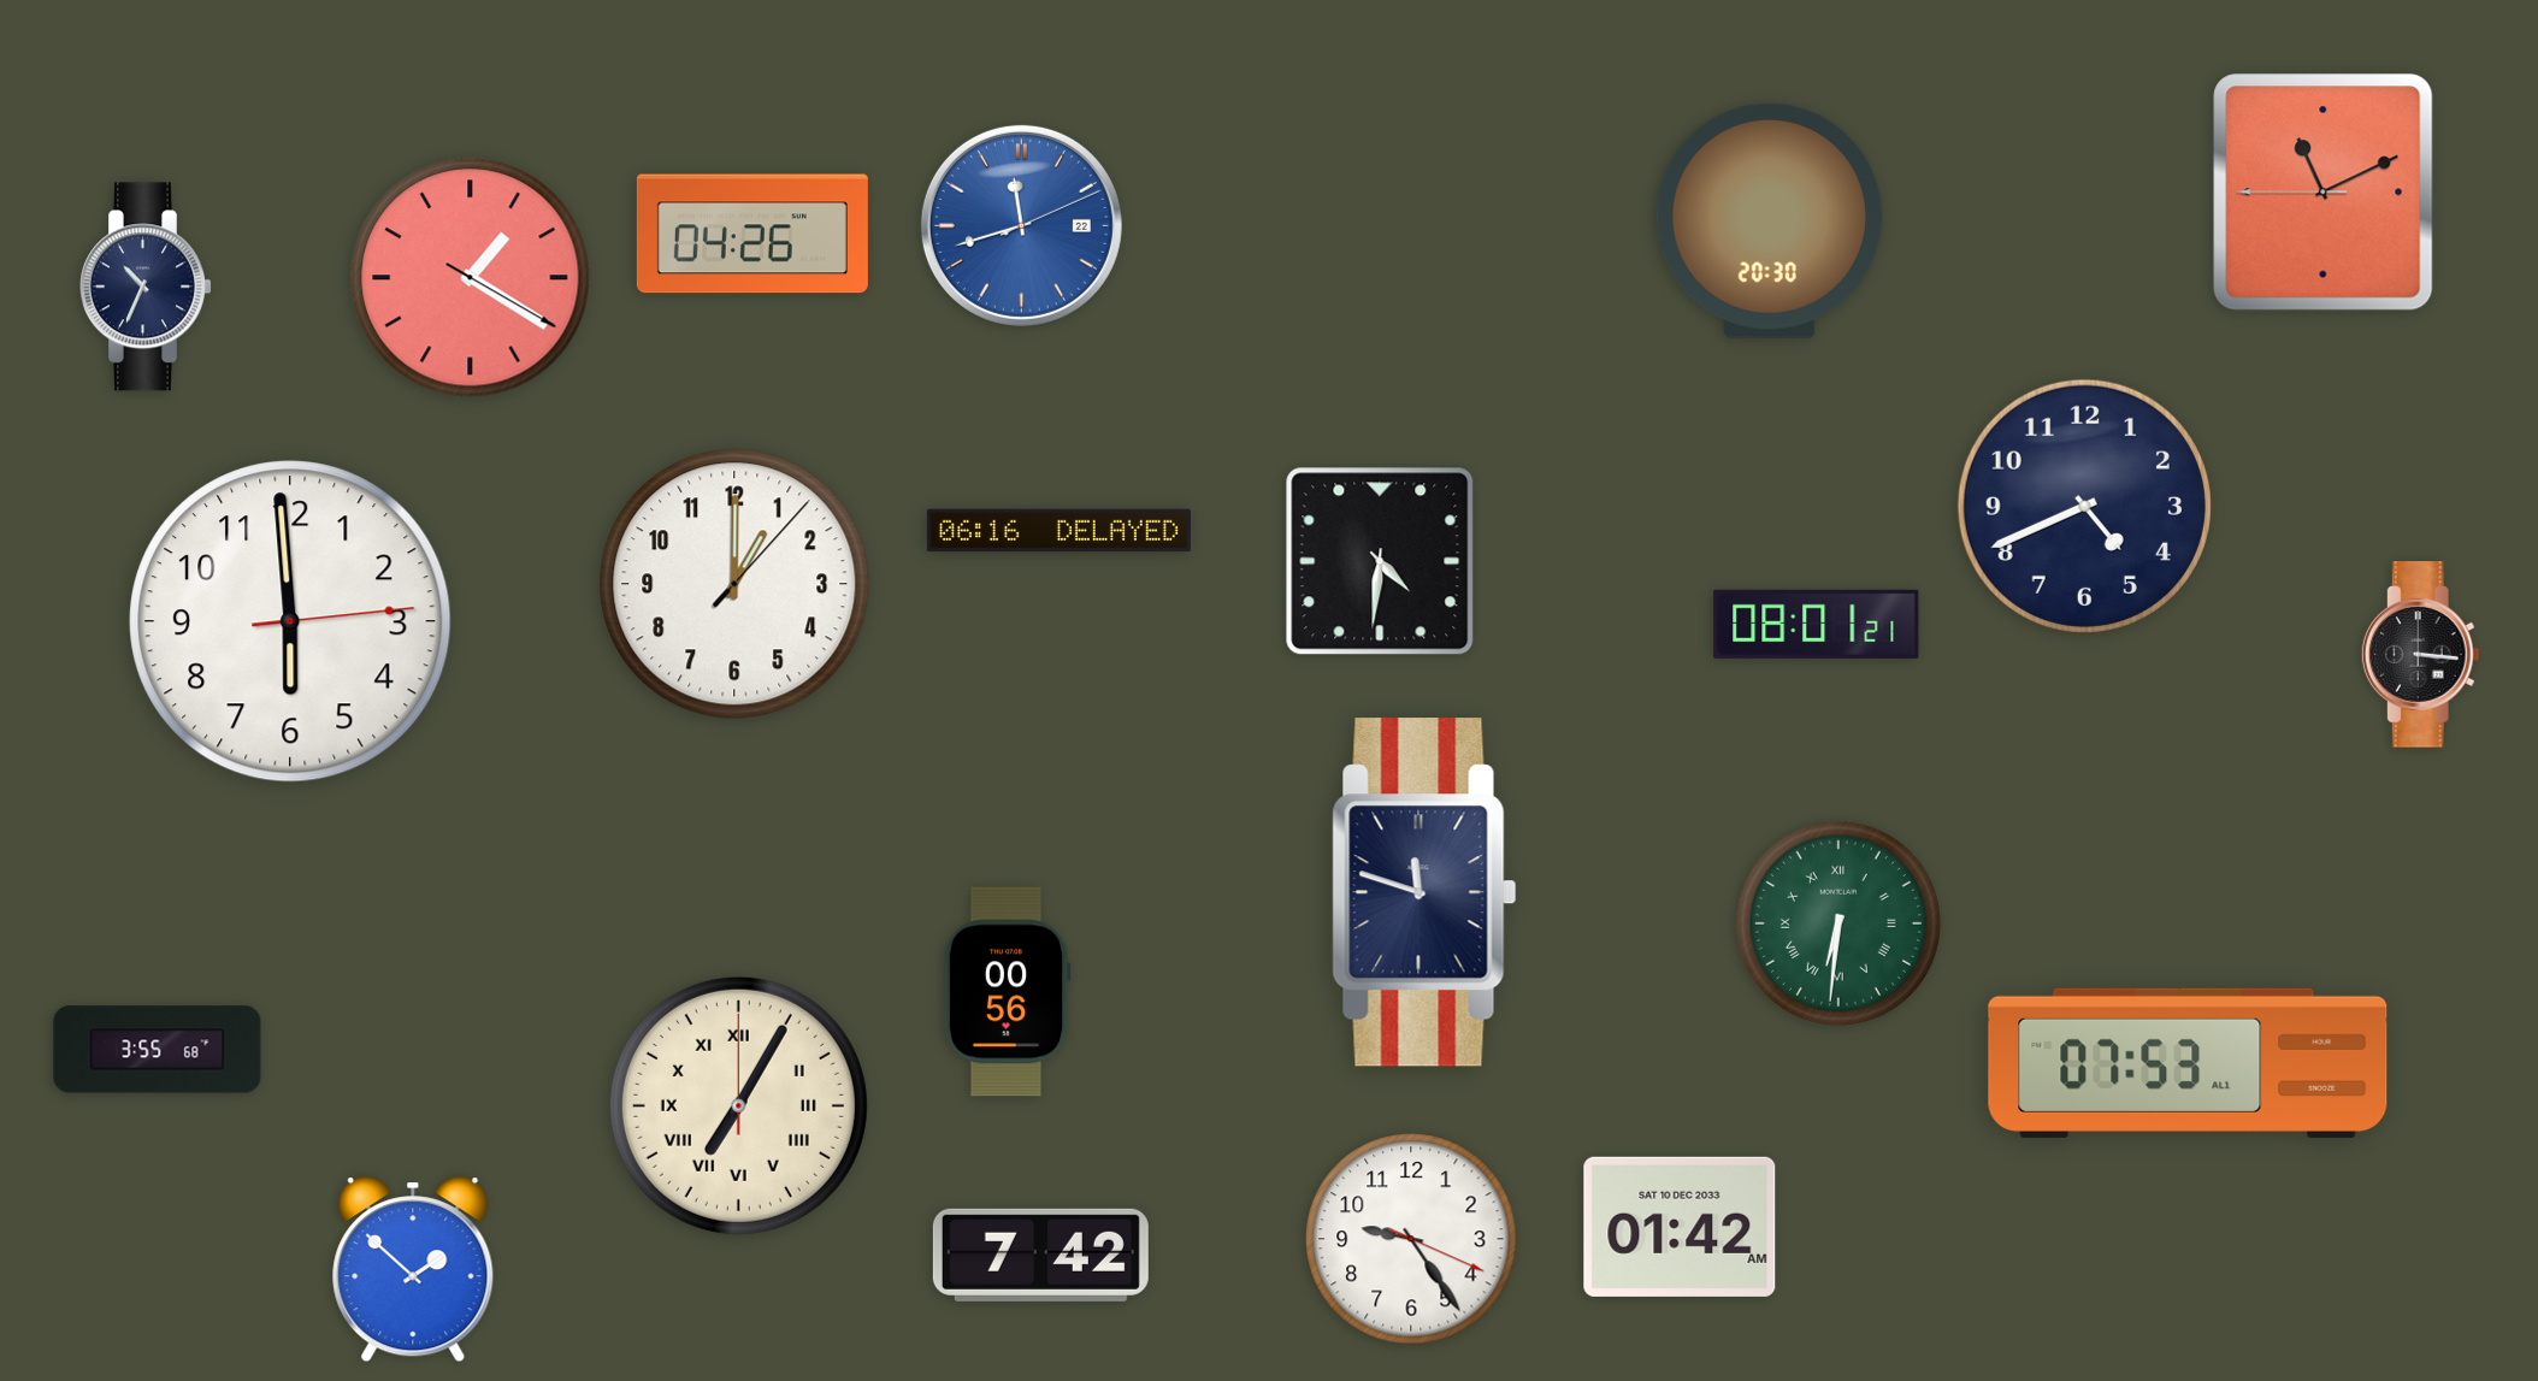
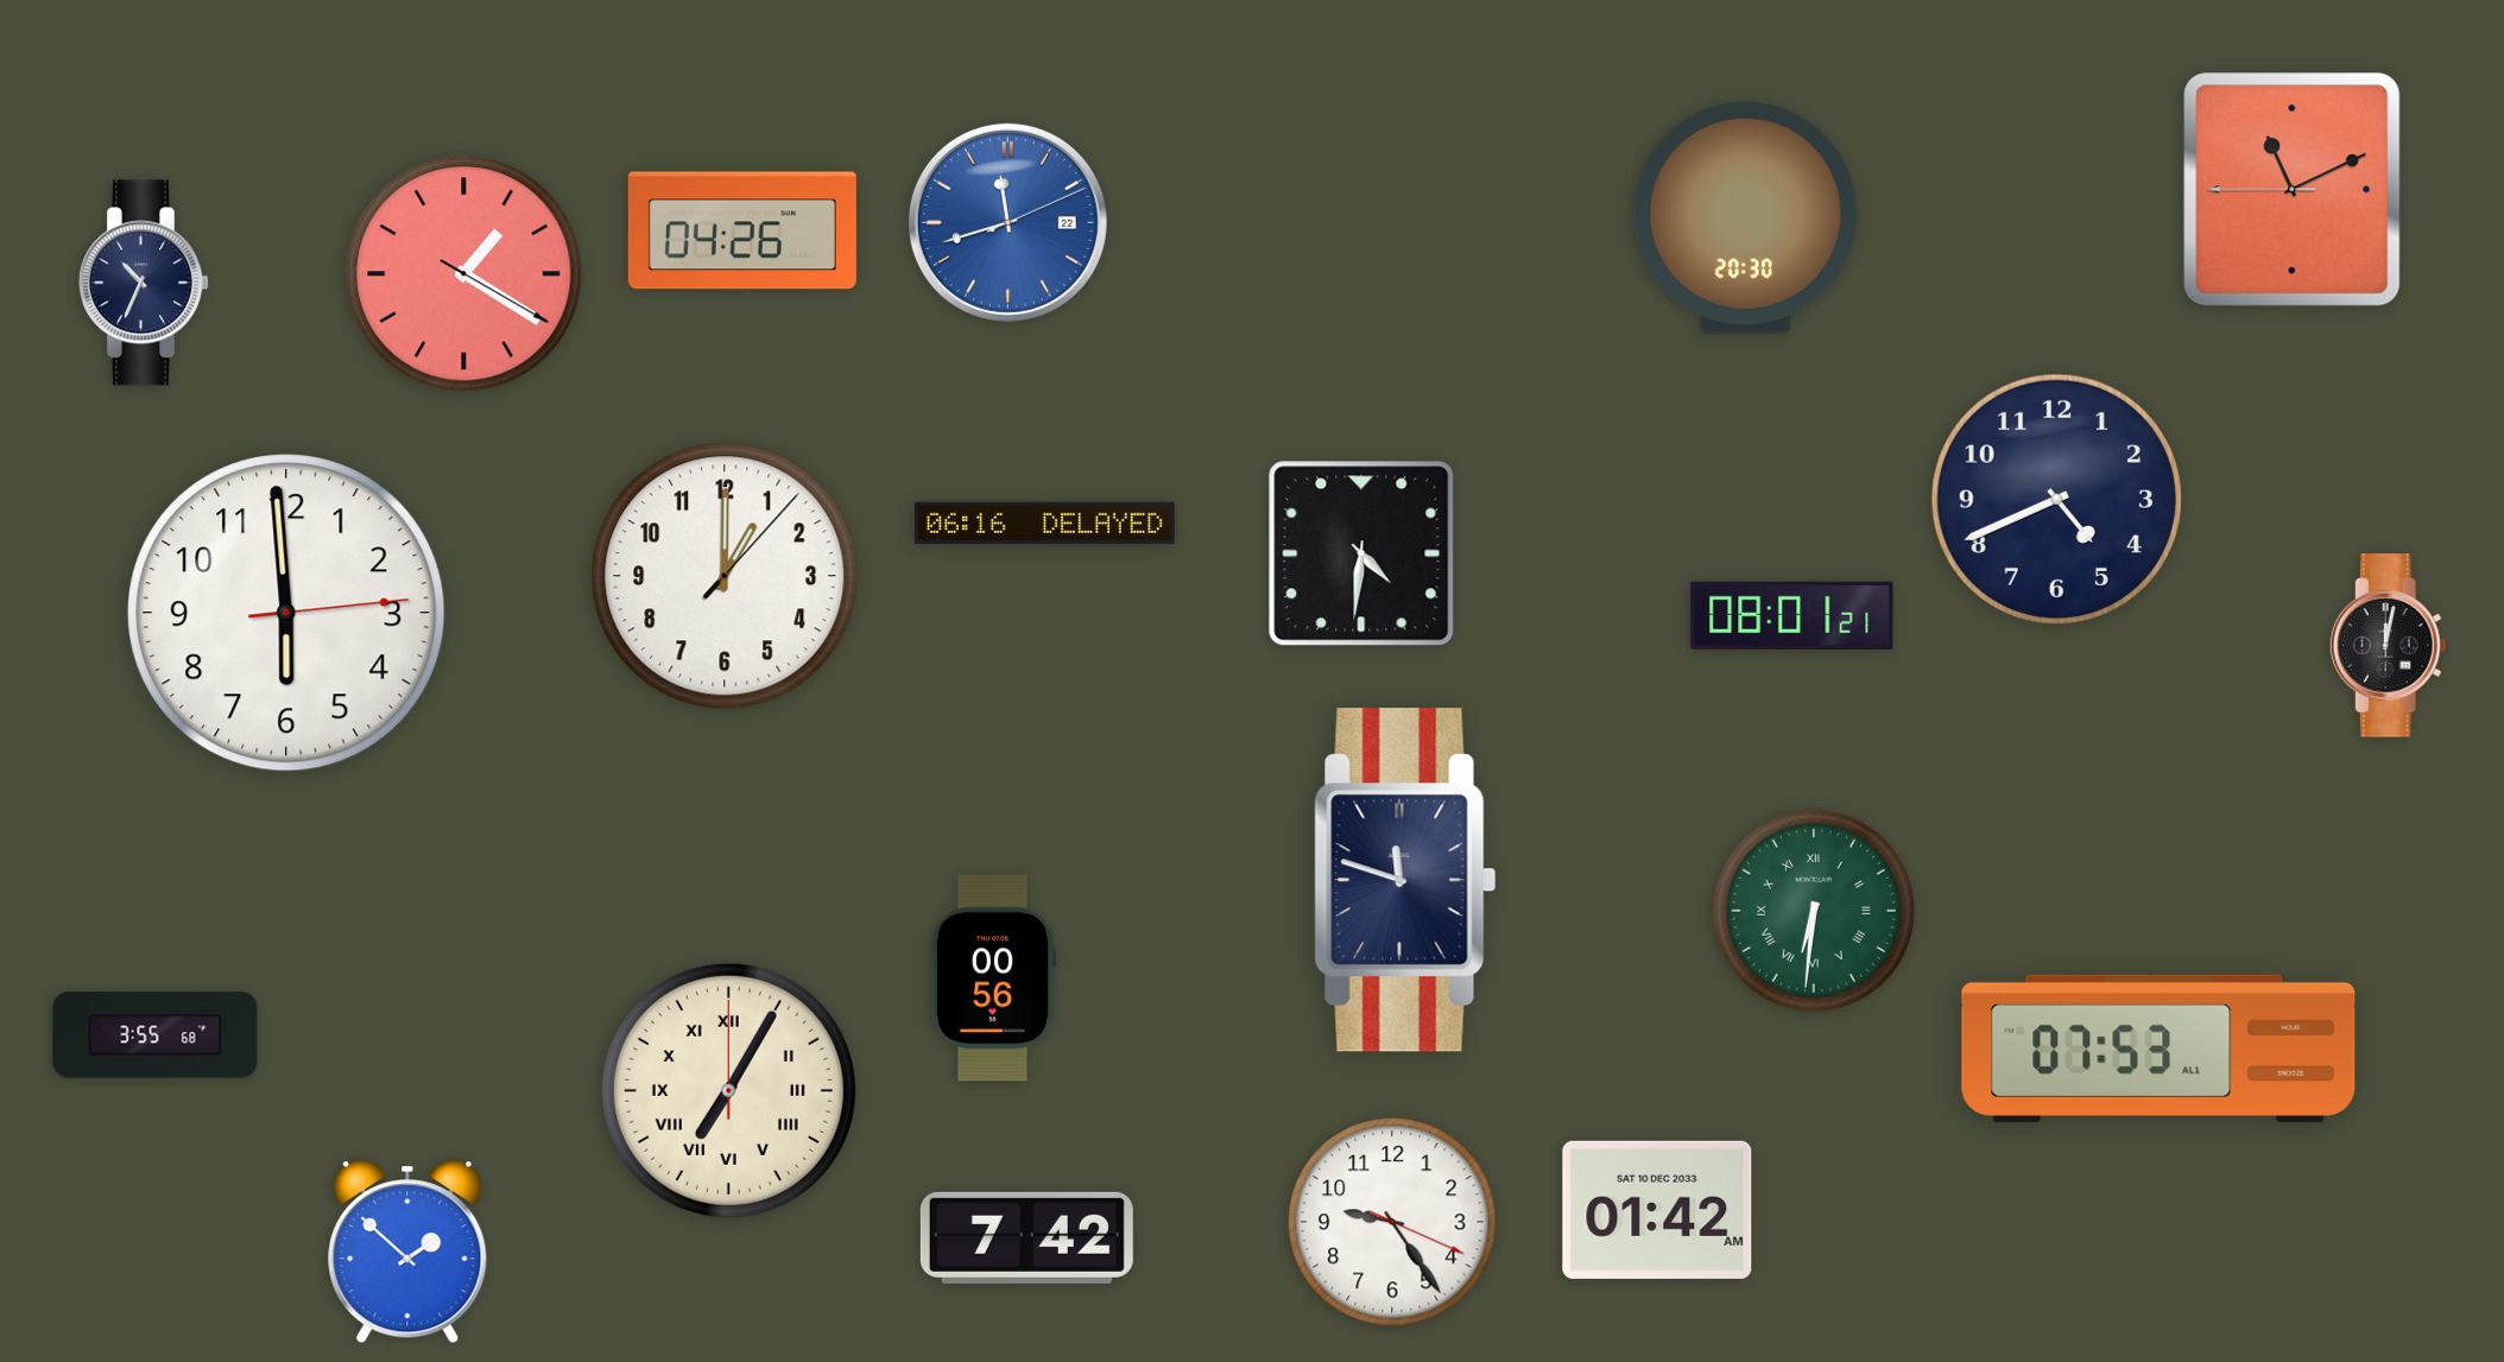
clock at (2420, 655): 3:16 -> 12:02
